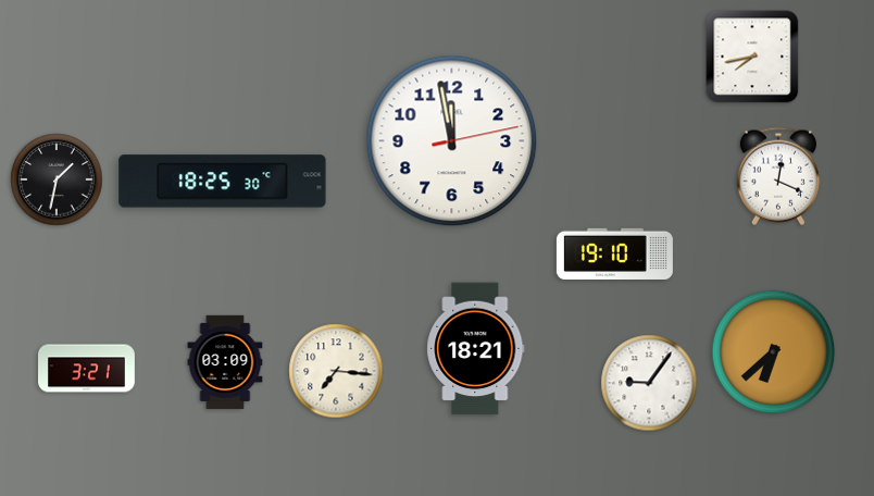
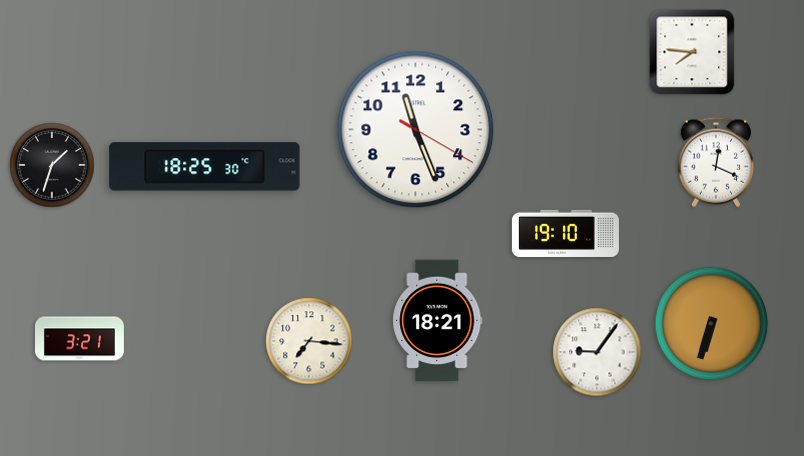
clock at (752, 57): 7:43 -> 7:46
clock at (452, 141): 11:58 -> 11:26
clock at (57, 179): 1:32 -> 1:33
clock at (774, 352): 6:38 -> 6:33
clock at (225, 362): 03:09 -> none
